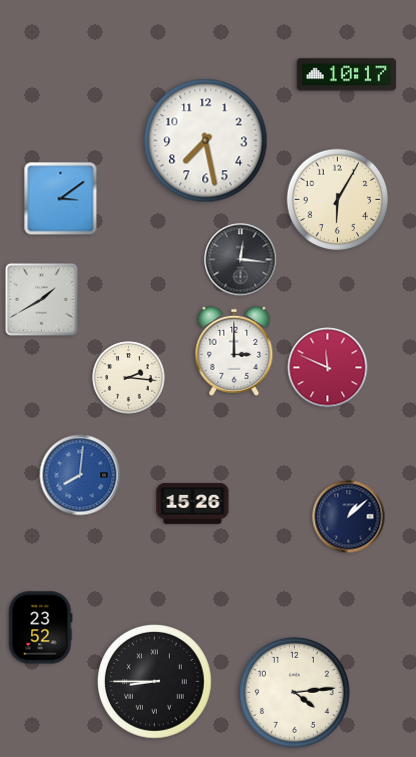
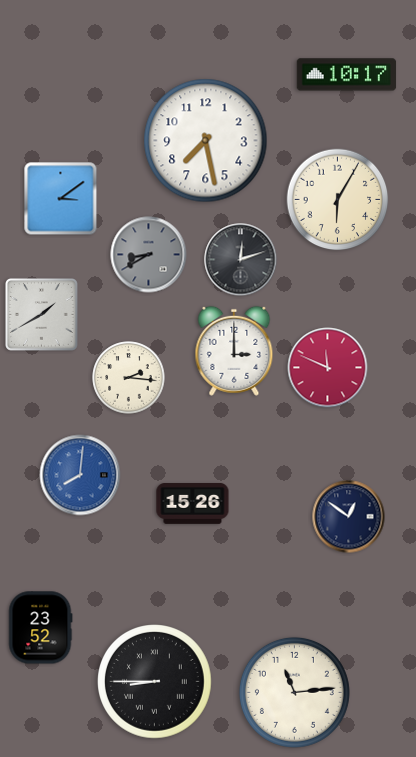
clock at (149, 255): none -> 8:40
clock at (241, 260): 12:16 -> 12:12
clock at (41, 299) position: (41, 299) -> (41, 314)
clock at (349, 517): 1:08 -> 12:51
clock at (294, 692): 4:14 -> 11:14
